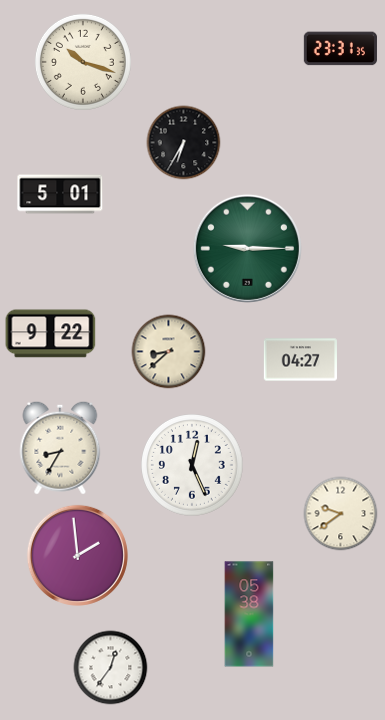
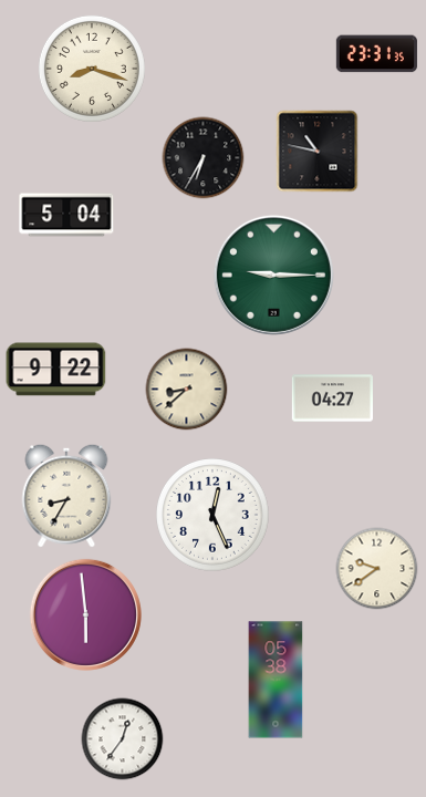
clock at (83, 62): 10:18 -> 8:18
clock at (318, 152): none -> 10:47
clock at (60, 194): 5:01 -> 5:04
clock at (77, 555): 1:59 -> 5:59
